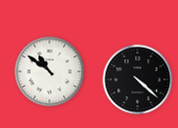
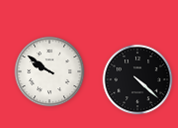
clock at (50, 72): 10:51 -> 9:51
